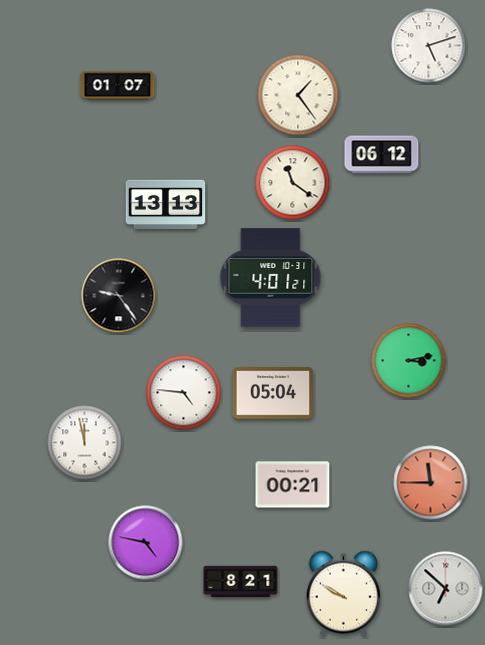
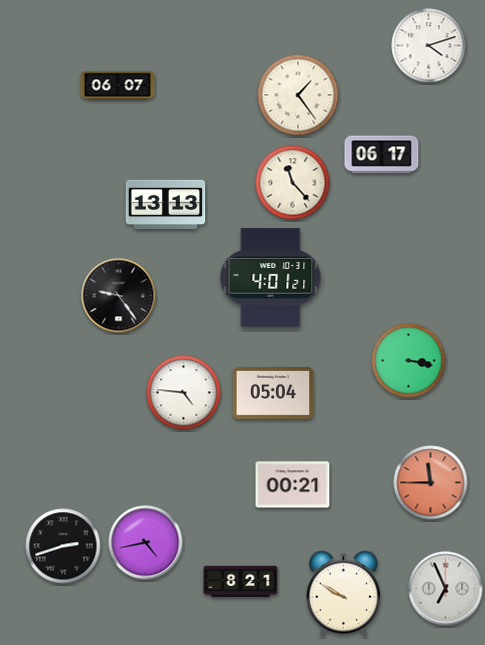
clock at (429, 46): 5:12 -> 4:12
clock at (118, 86): 01:07 -> 06:07
clock at (382, 155): 06:12 -> 06:17
clock at (293, 183): 11:21 -> 11:23
clock at (409, 361): 3:13 -> 3:17
clock at (85, 443): 11:58 -> none
clock at (146, 543): 4:47 -> 4:43
clock at (63, 546): none -> 2:42
clock at (446, 589): 6:52 -> 6:56
